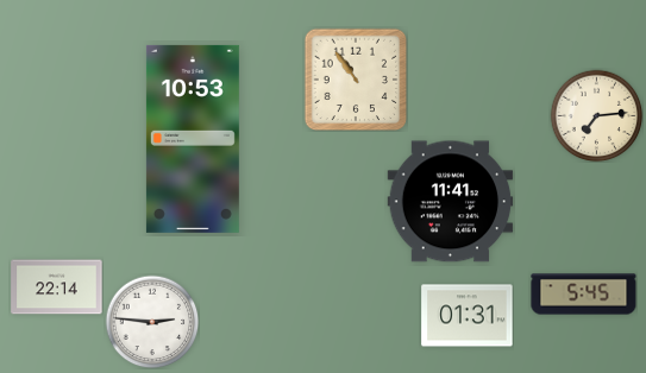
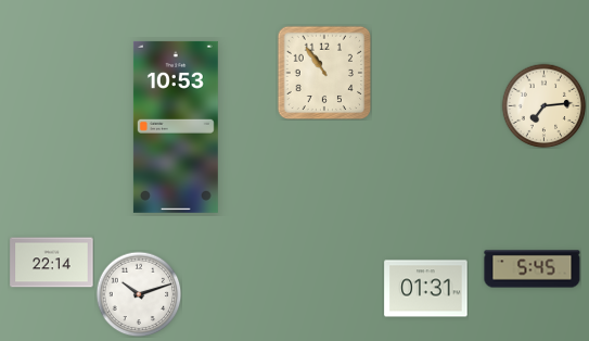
clock at (451, 202): 11:41 -> none
clock at (152, 322): 2:46 -> 10:12
